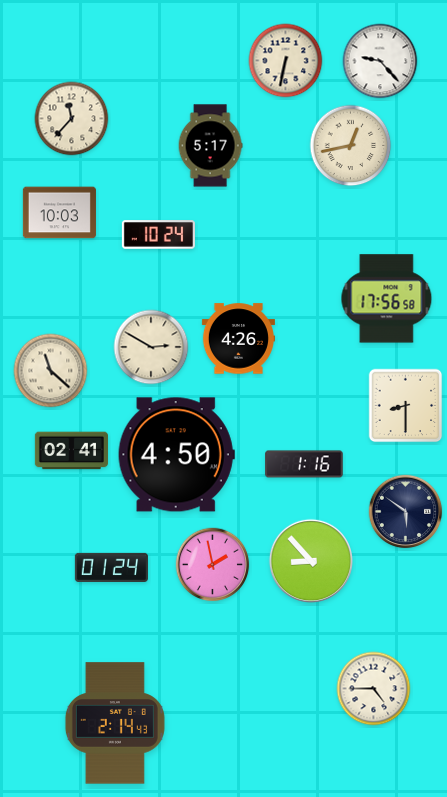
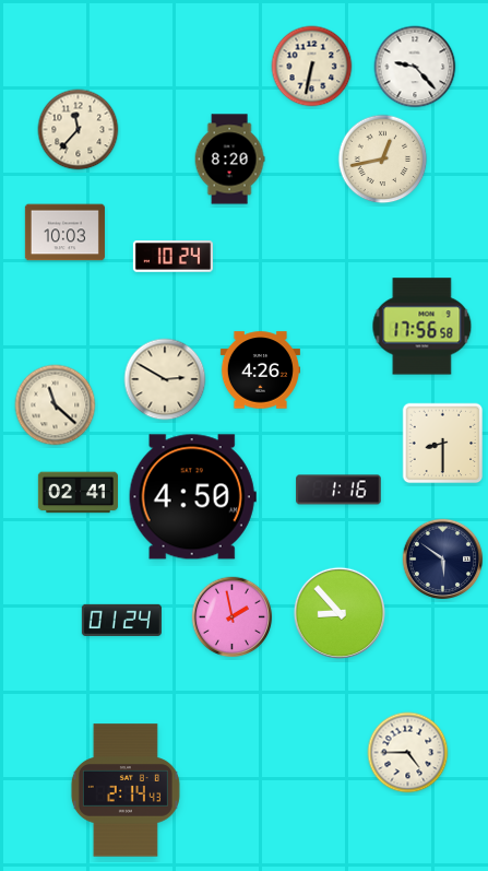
clock at (210, 146): 5:17 -> 8:20
clock at (304, 464) position: (304, 464) -> (338, 490)
